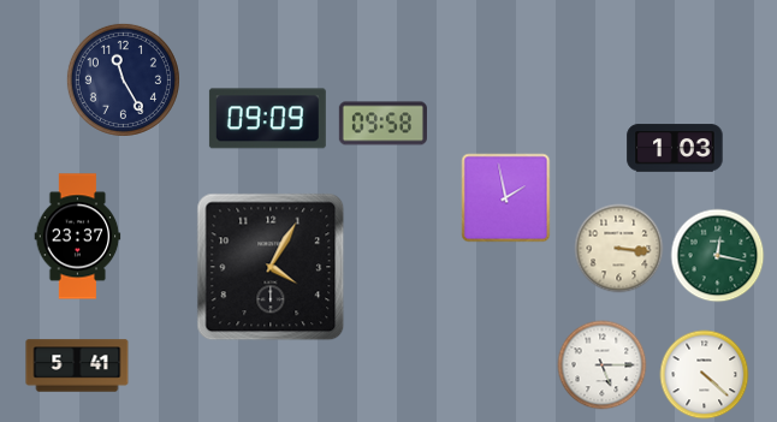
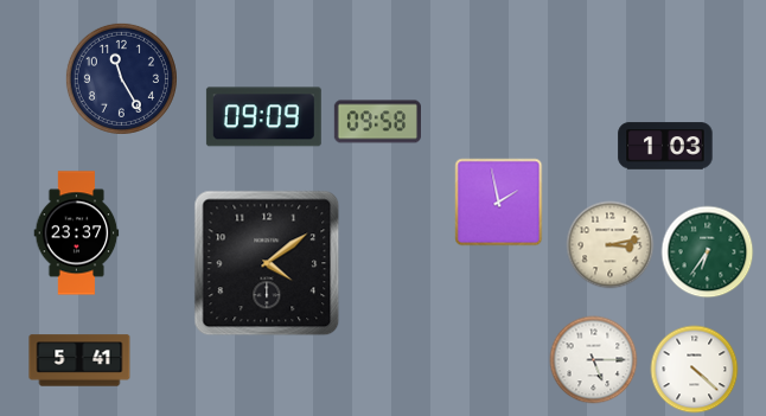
clock at (506, 198) position: (506, 198) -> (499, 203)
clock at (619, 249): 3:16 -> 3:13
clock at (718, 256): 12:17 -> 6:36
clock at (271, 267): 4:05 -> 4:09
clock at (77, 365) position: (77, 365) -> (79, 360)
